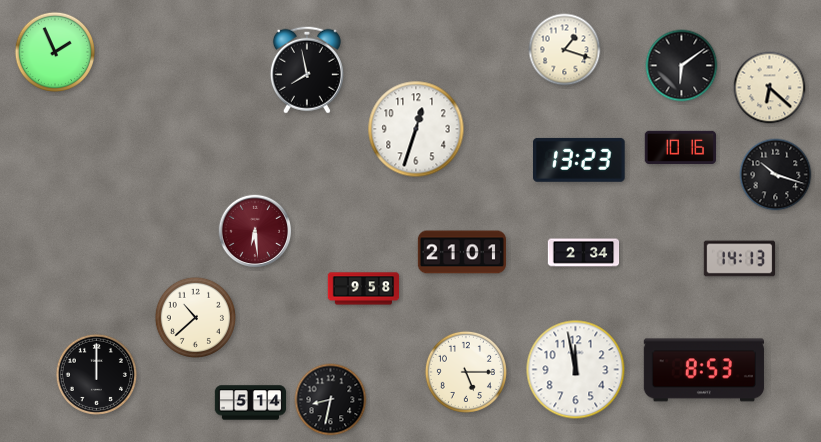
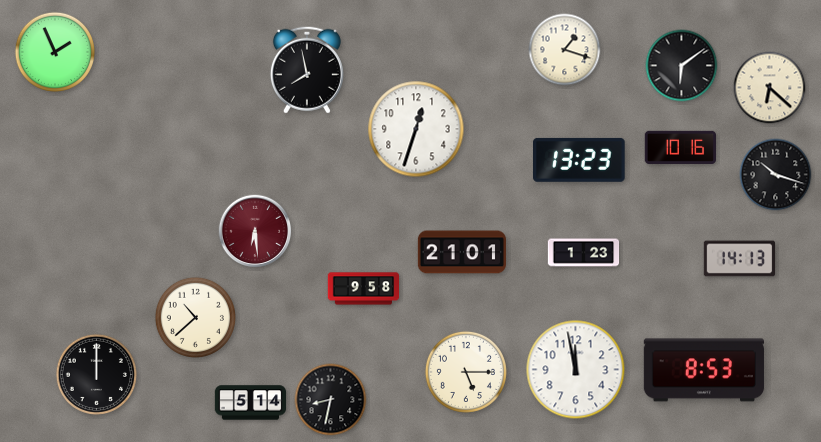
clock at (584, 253): 2:34 -> 1:23
